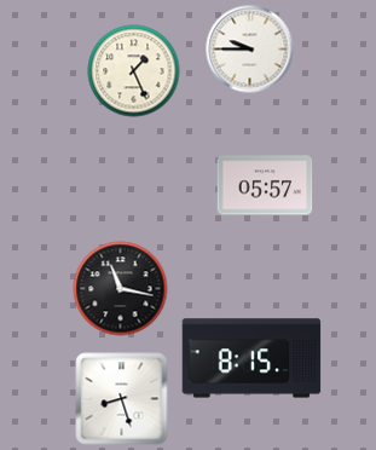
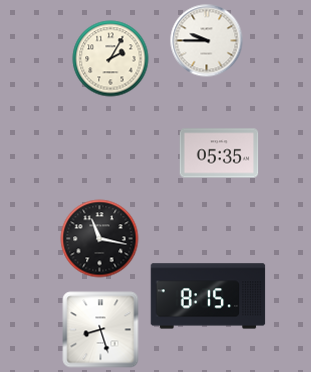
clock at (134, 71): 1:26 -> 2:05
clock at (265, 185): 05:57 -> 05:35
